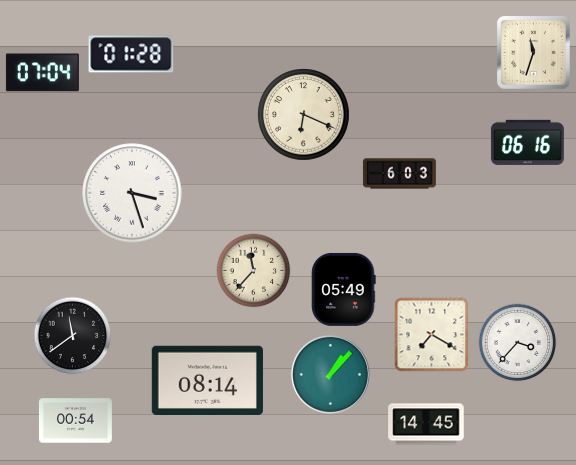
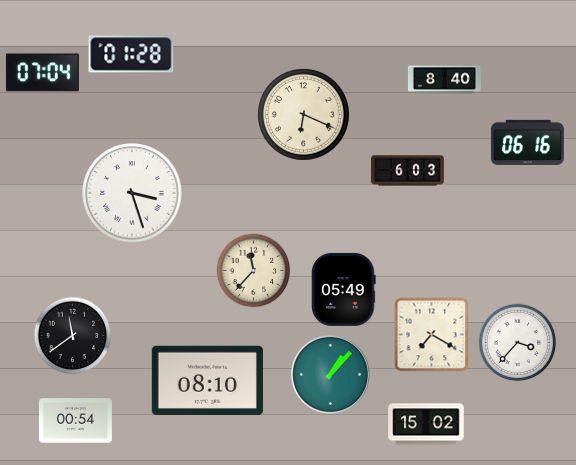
clock at (534, 53): 11:33 -> none
clock at (444, 80): none -> 8:40
clock at (399, 174) position: (399, 174) -> (407, 171)
clock at (207, 380): 08:14 -> 08:10
clock at (426, 424): 14:45 -> 15:02
